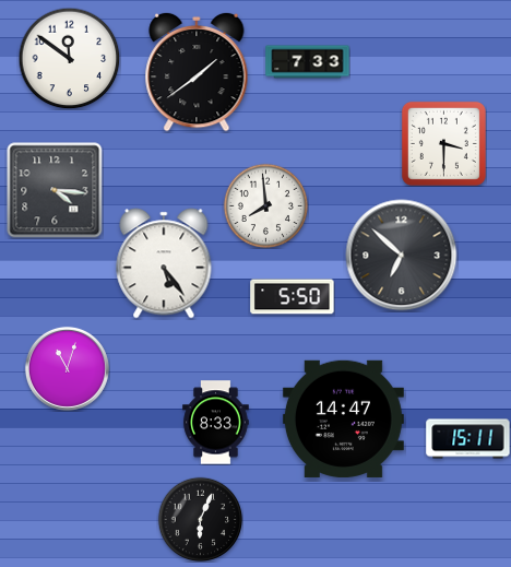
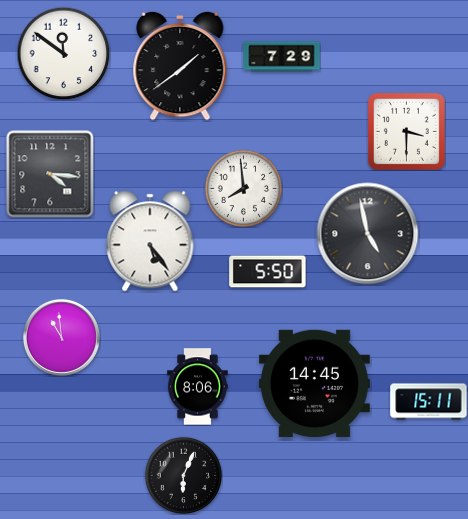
clock at (308, 62): 7:33 -> 7:29
clock at (402, 256): 6:52 -> 4:58
clock at (67, 368): 11:03 -> 10:59
clock at (343, 418): 14:47 -> 14:45
clock at (216, 423): 8:33 -> 8:06
